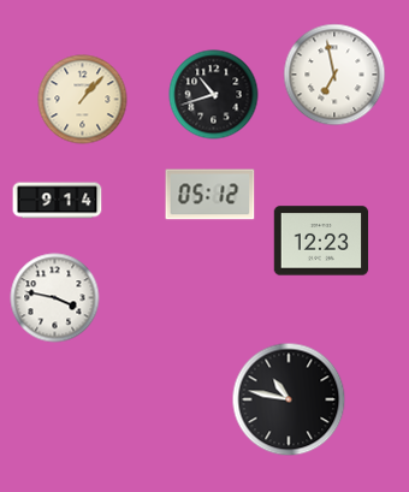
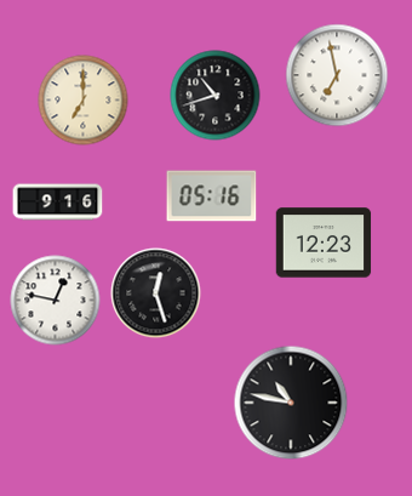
clock at (83, 100): 1:07 -> 7:00
clock at (211, 195): 05:12 -> 05:16
clock at (58, 201): 9:14 -> 9:16
clock at (156, 293): none -> 12:27
clock at (55, 298): 3:47 -> 12:47
